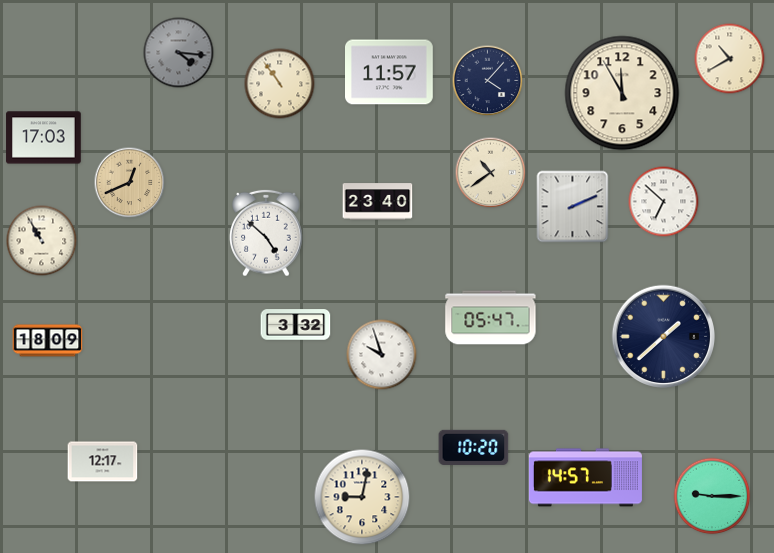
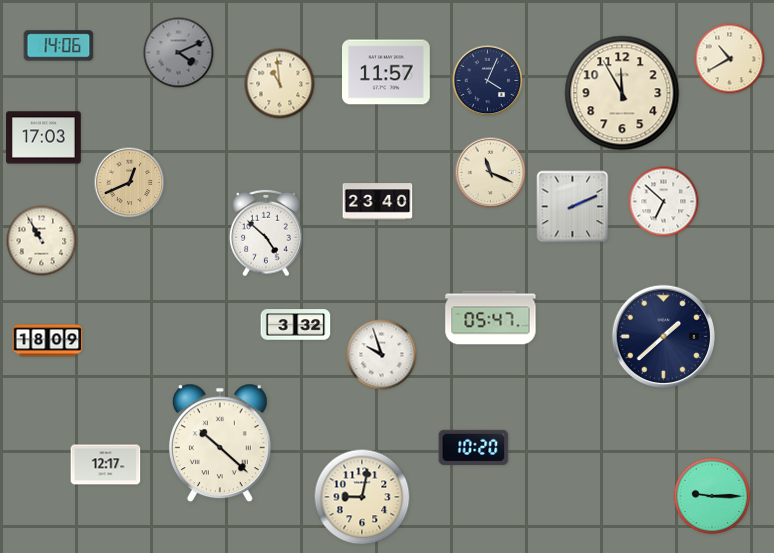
clock at (59, 46): none -> 14:06
clock at (179, 53): 4:16 -> 4:11
clock at (390, 72) position: (390, 72) -> (387, 72)
clock at (488, 81): 4:07 -> 4:04
clock at (280, 84): 10:54 -> 10:59
clock at (491, 173): 10:39 -> 11:19
clock at (220, 443): none -> 10:22
clock at (103, 462) position: (103, 462) -> (106, 465)
clock at (585, 478): 14:57 -> none
